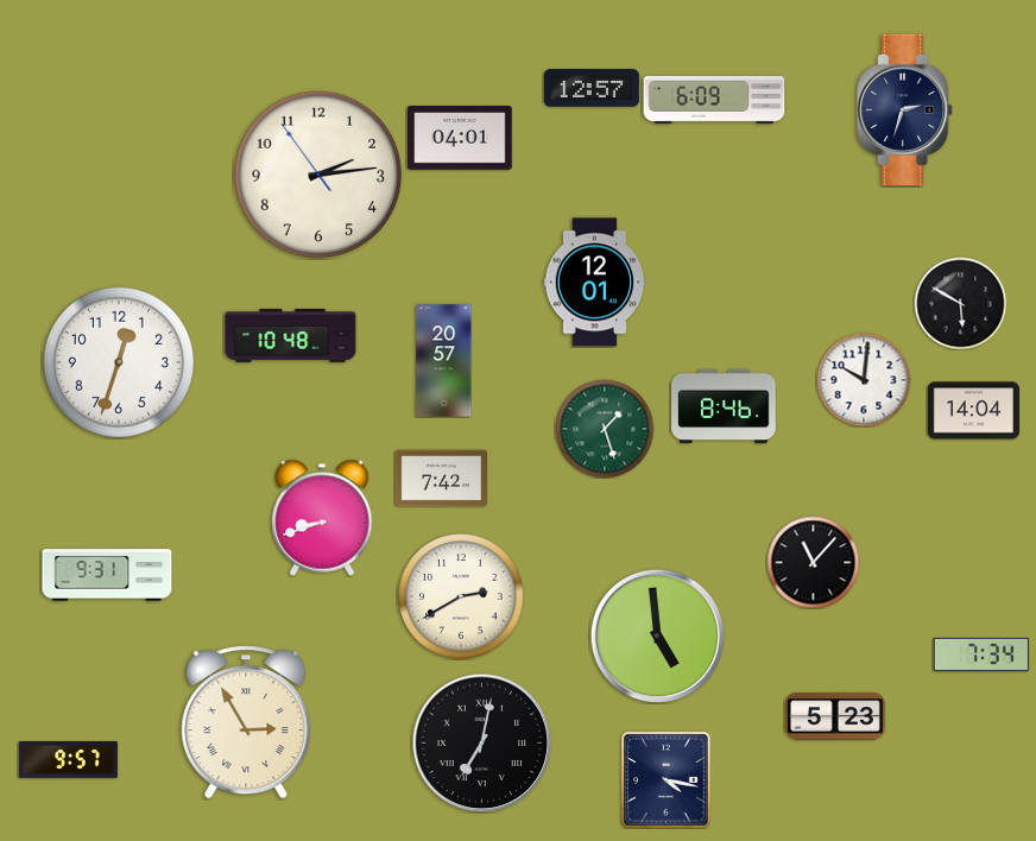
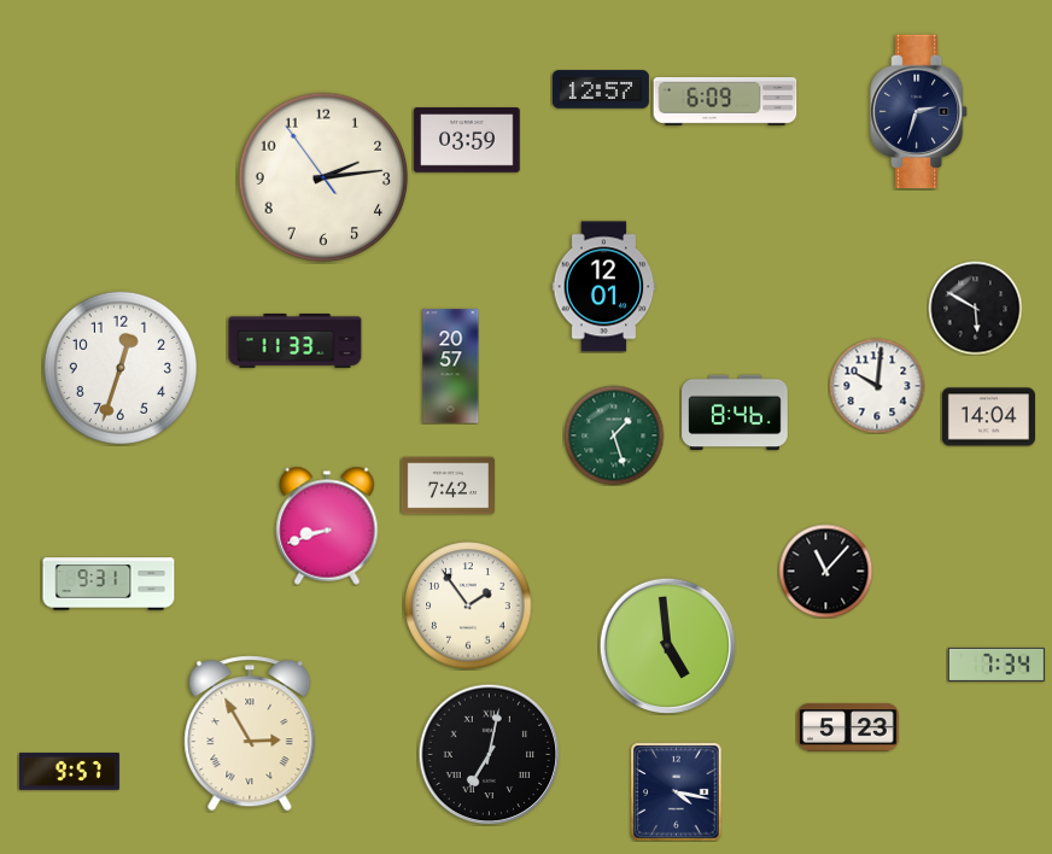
clock at (460, 138): 04:01 -> 03:59
clock at (291, 335): 10:48 -> 11:33
clock at (461, 596): 2:40 -> 1:54
